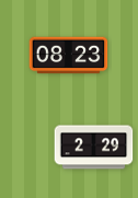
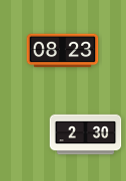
clock at (94, 148): 2:29 -> 2:30
